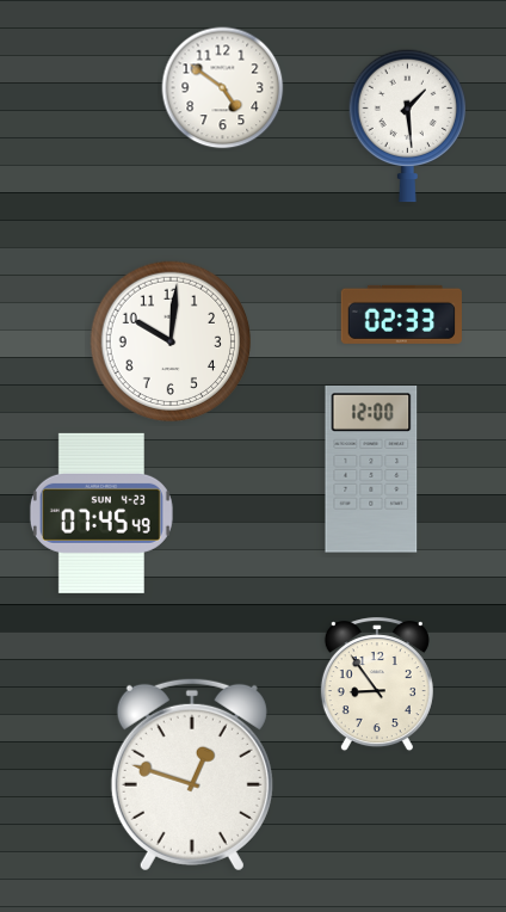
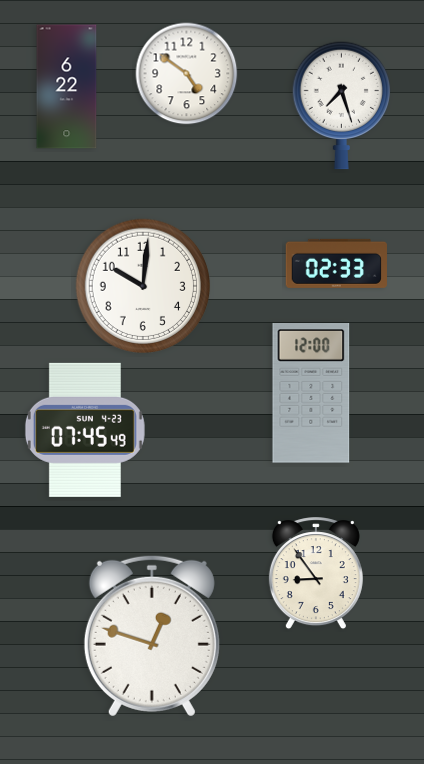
clock at (67, 87): none -> 6:22
clock at (407, 125): 1:29 -> 7:27
clock at (192, 775) position: (192, 775) -> (152, 636)
